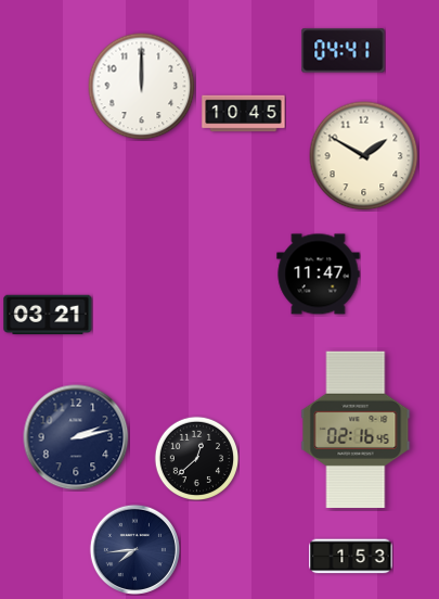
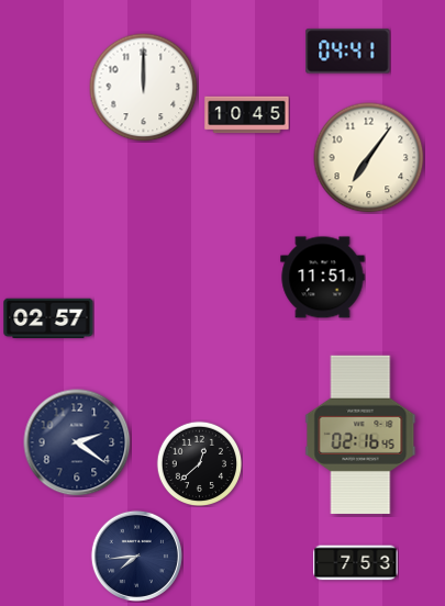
clock at (364, 156): 1:50 -> 7:06
clock at (319, 275): 11:47 -> 11:51
clock at (48, 314): 03:21 -> 02:57
clock at (76, 437): 2:13 -> 2:21
clock at (351, 557): 1:53 -> 7:53
